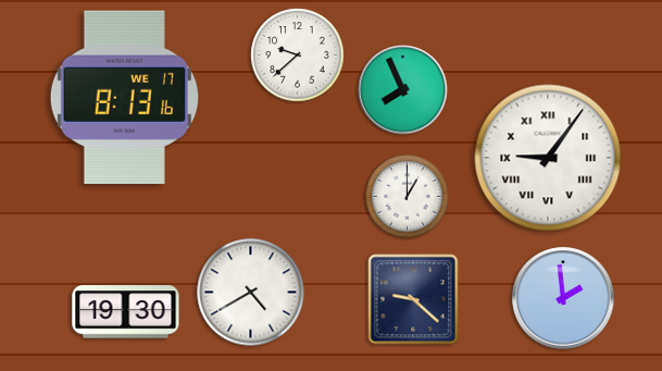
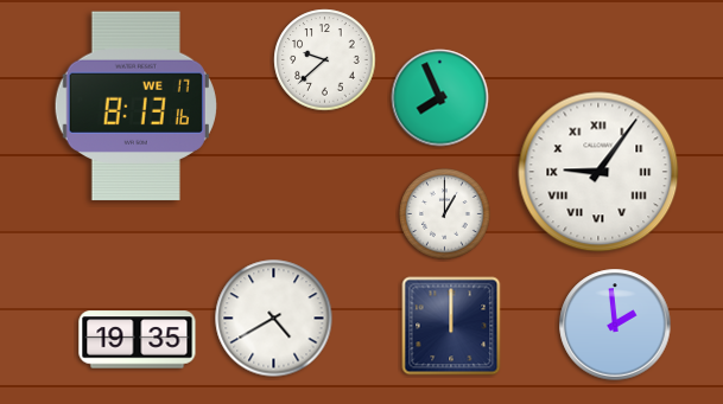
clock at (413, 299): 9:22 -> 12:00
clock at (126, 312): 19:30 -> 19:35
